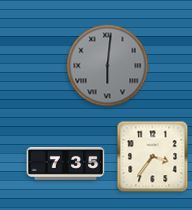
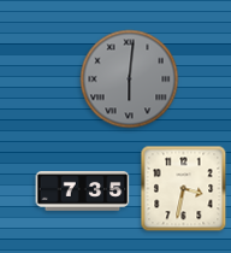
clock at (153, 157): 3:36 -> 3:32
clock at (66, 164) position: (66, 164) -> (83, 192)
